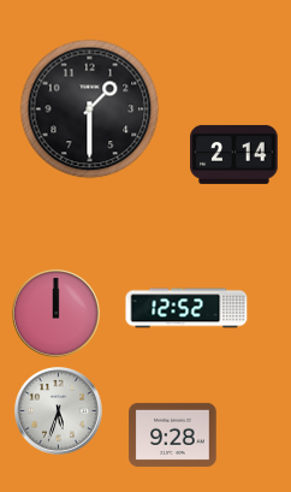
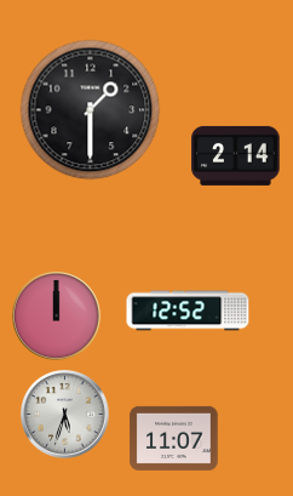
clock at (59, 411) position: (59, 411) -> (65, 415)
clock at (173, 434): 9:28 -> 11:07
